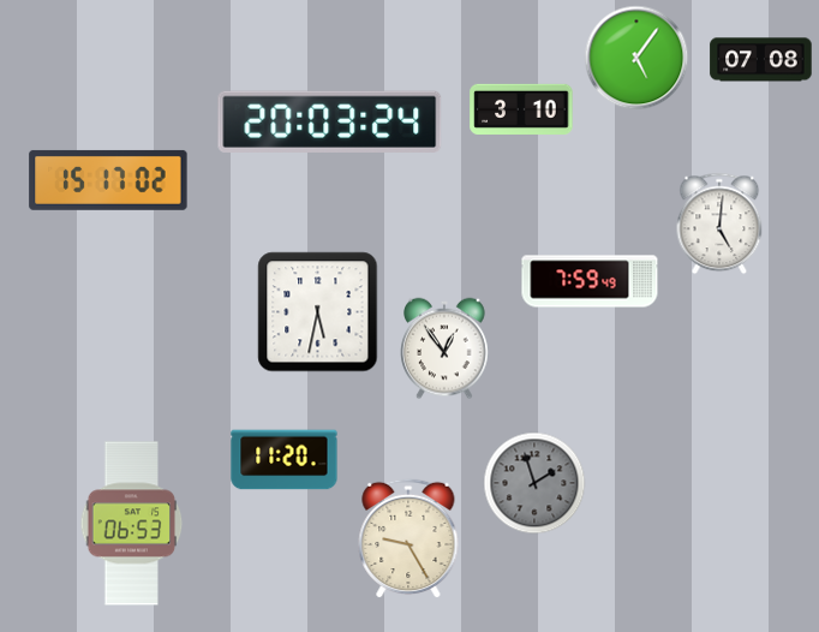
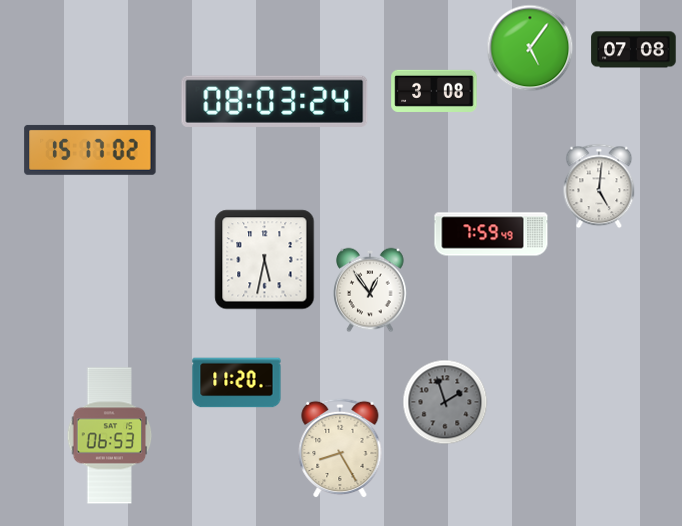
clock at (521, 109): 3:10 -> 3:08
clock at (330, 121): 20:03 -> 08:03
clock at (408, 538): 9:25 -> 8:25
